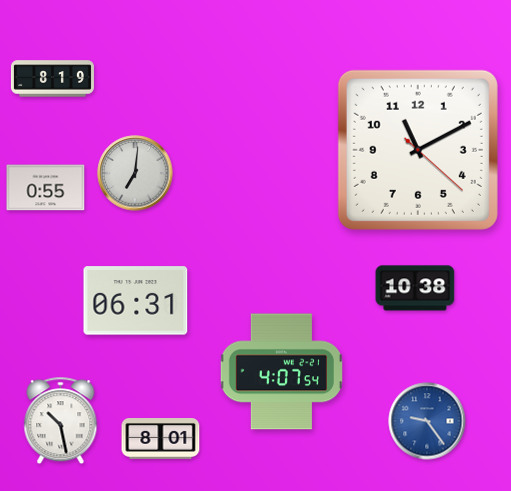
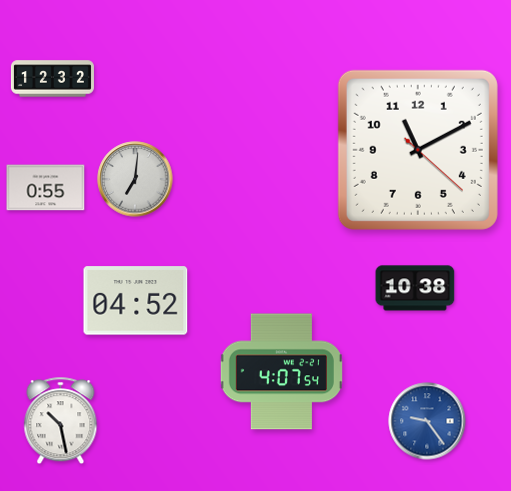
clock at (52, 79): 8:19 -> 12:32
clock at (135, 173) position: (135, 173) -> (135, 179)
clock at (136, 301): 06:31 -> 04:52
clock at (161, 439): 8:01 -> none
